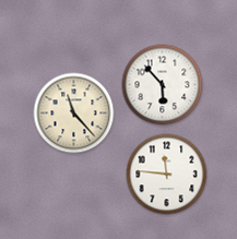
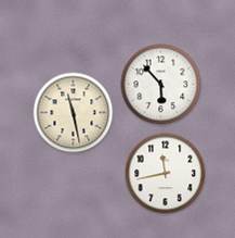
clock at (74, 113): 11:23 -> 11:28
clock at (167, 175): 11:46 -> 11:43
